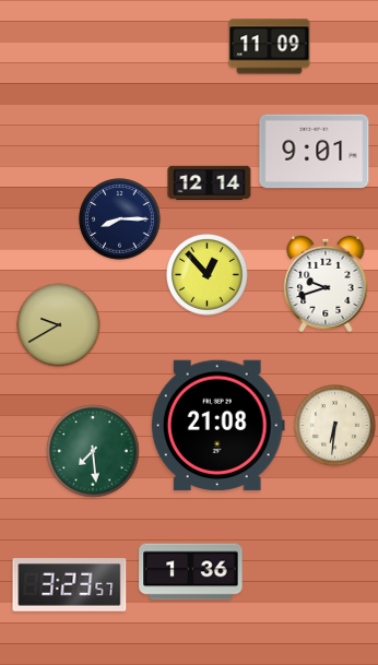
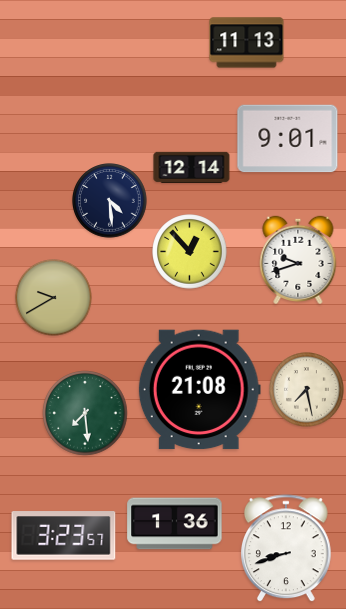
clock at (270, 47): 11:09 -> 11:13
clock at (120, 219): 8:15 -> 4:29
clock at (335, 426): 6:31 -> 7:28
clock at (286, 549): none -> 8:42
